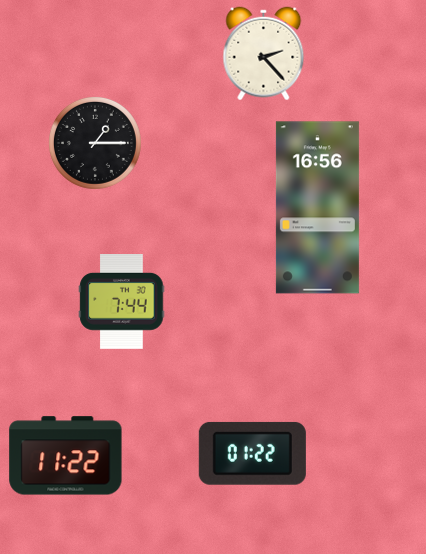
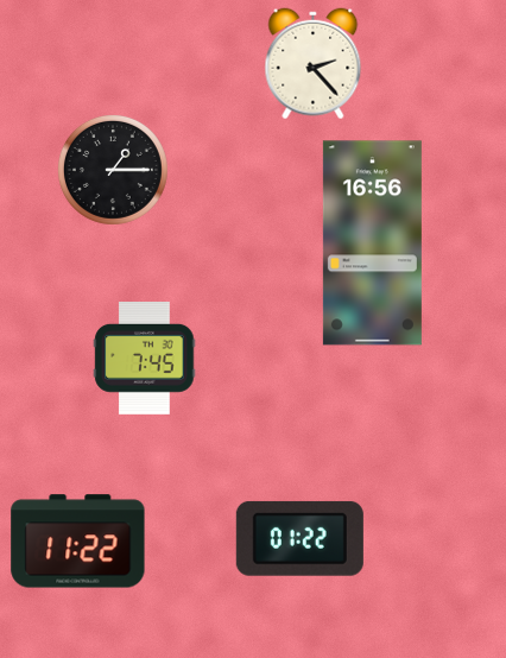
clock at (317, 208) position: (317, 208) -> (372, 243)
clock at (122, 302): 7:44 -> 7:45
